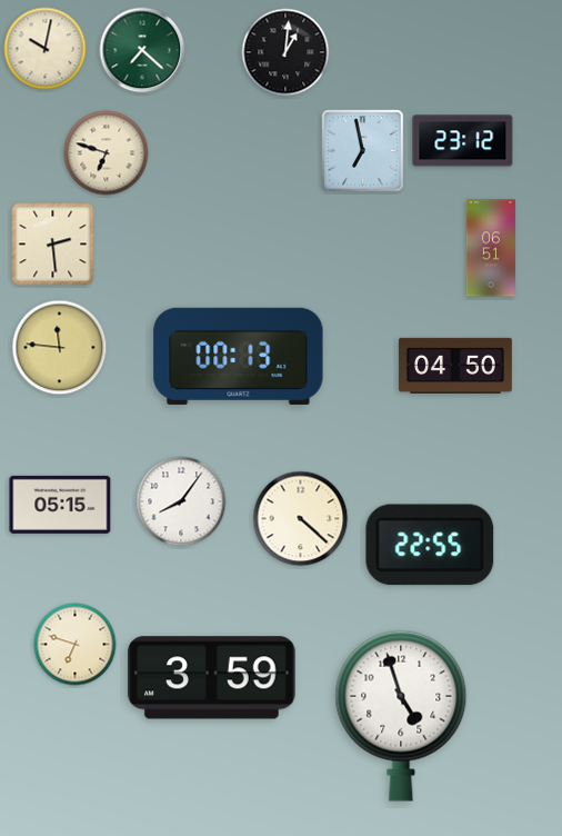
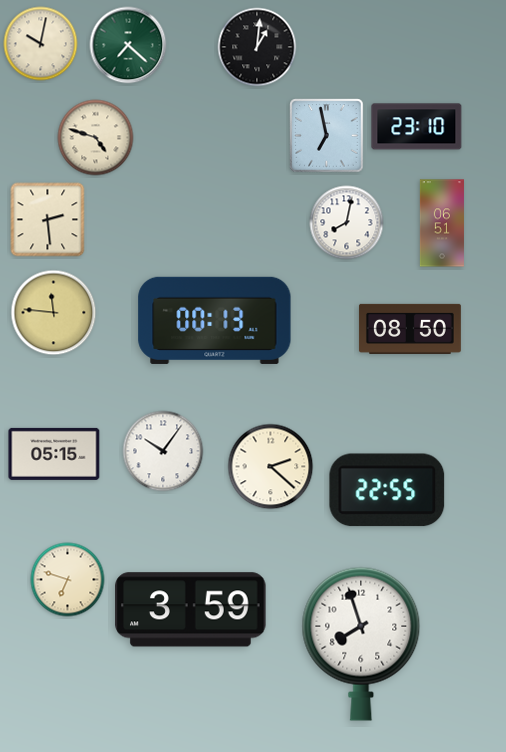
clock at (463, 141): 23:12 -> 23:10
clock at (107, 153): 6:48 -> 4:48
clock at (347, 223): none -> 8:02
clock at (455, 366): 04:50 -> 08:50
clock at (181, 501): 8:06 -> 10:06
clock at (301, 519): 4:22 -> 2:22
clock at (401, 716): 4:57 -> 7:57
